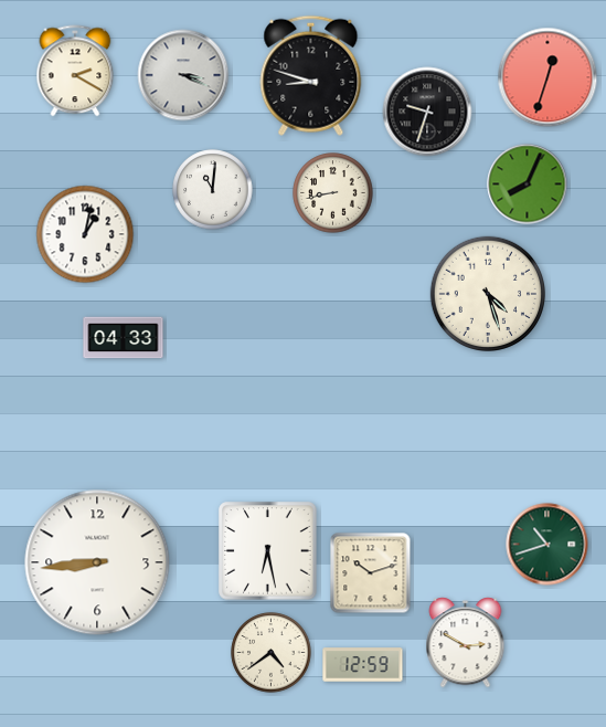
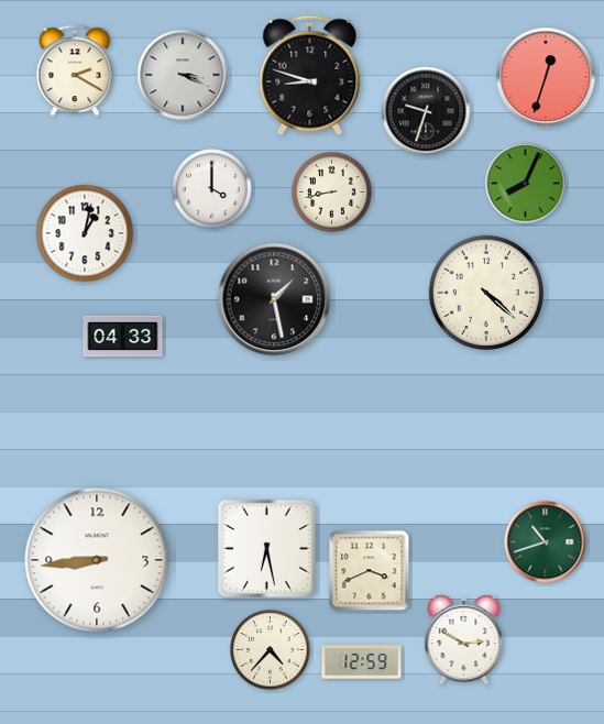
clock at (213, 190): 11:01 -> 4:00
clock at (487, 293): 4:27 -> 4:22
clock at (274, 299): none -> 1:28
clock at (371, 573): 10:12 -> 3:41
clock at (272, 653): 4:39 -> 4:37
